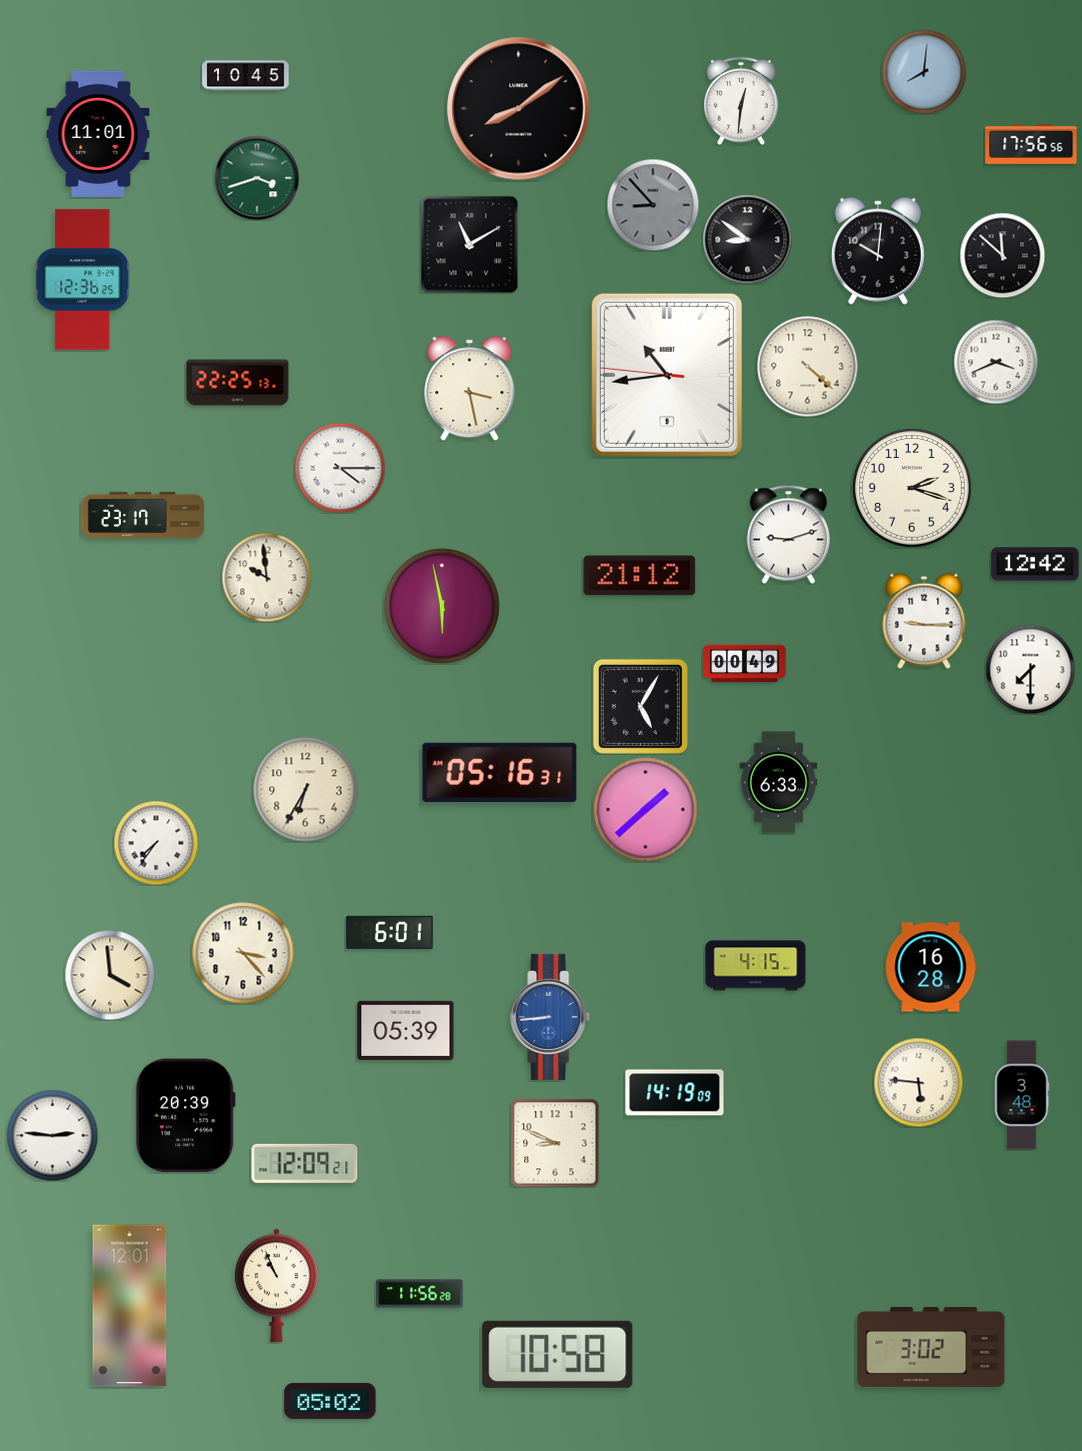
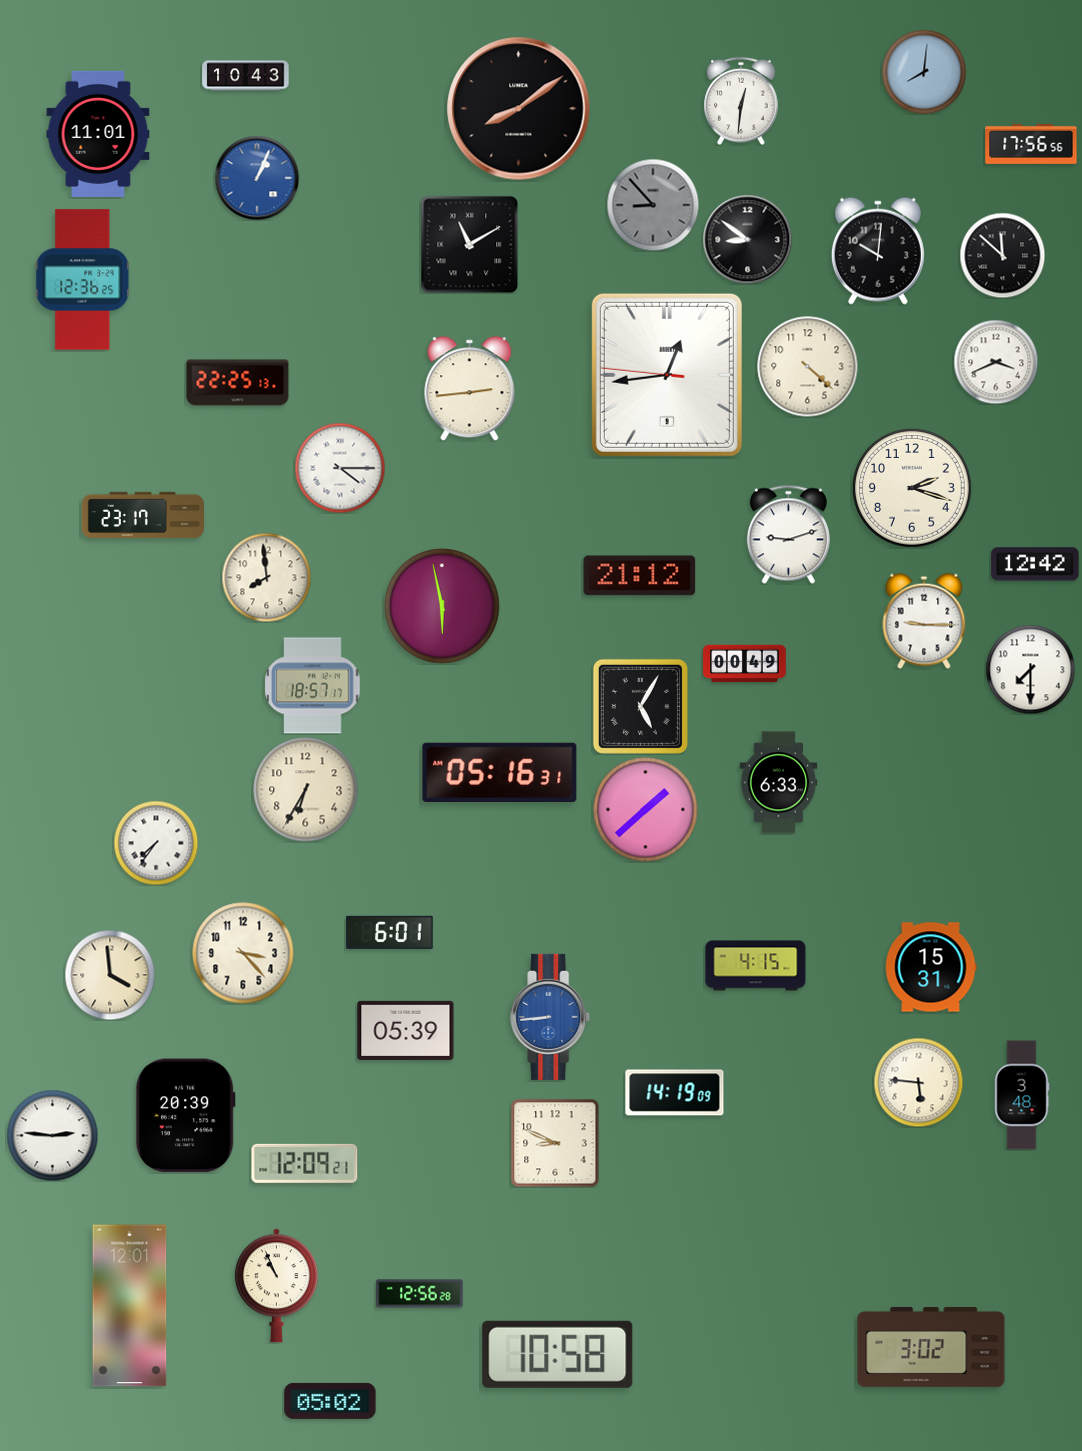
clock at (246, 76): 10:45 -> 10:43
clock at (257, 178): 3:42 -> 1:04
clock at (257, 178) dial: green -> blue
clock at (667, 375): 10:43 -> 12:43
clock at (470, 389): 3:28 -> 2:44
clock at (266, 577): 9:59 -> 7:59
clock at (313, 686): none -> 18:57
clock at (931, 967): 16:28 -> 15:31
clock at (420, 1294): 11:56 -> 12:56
